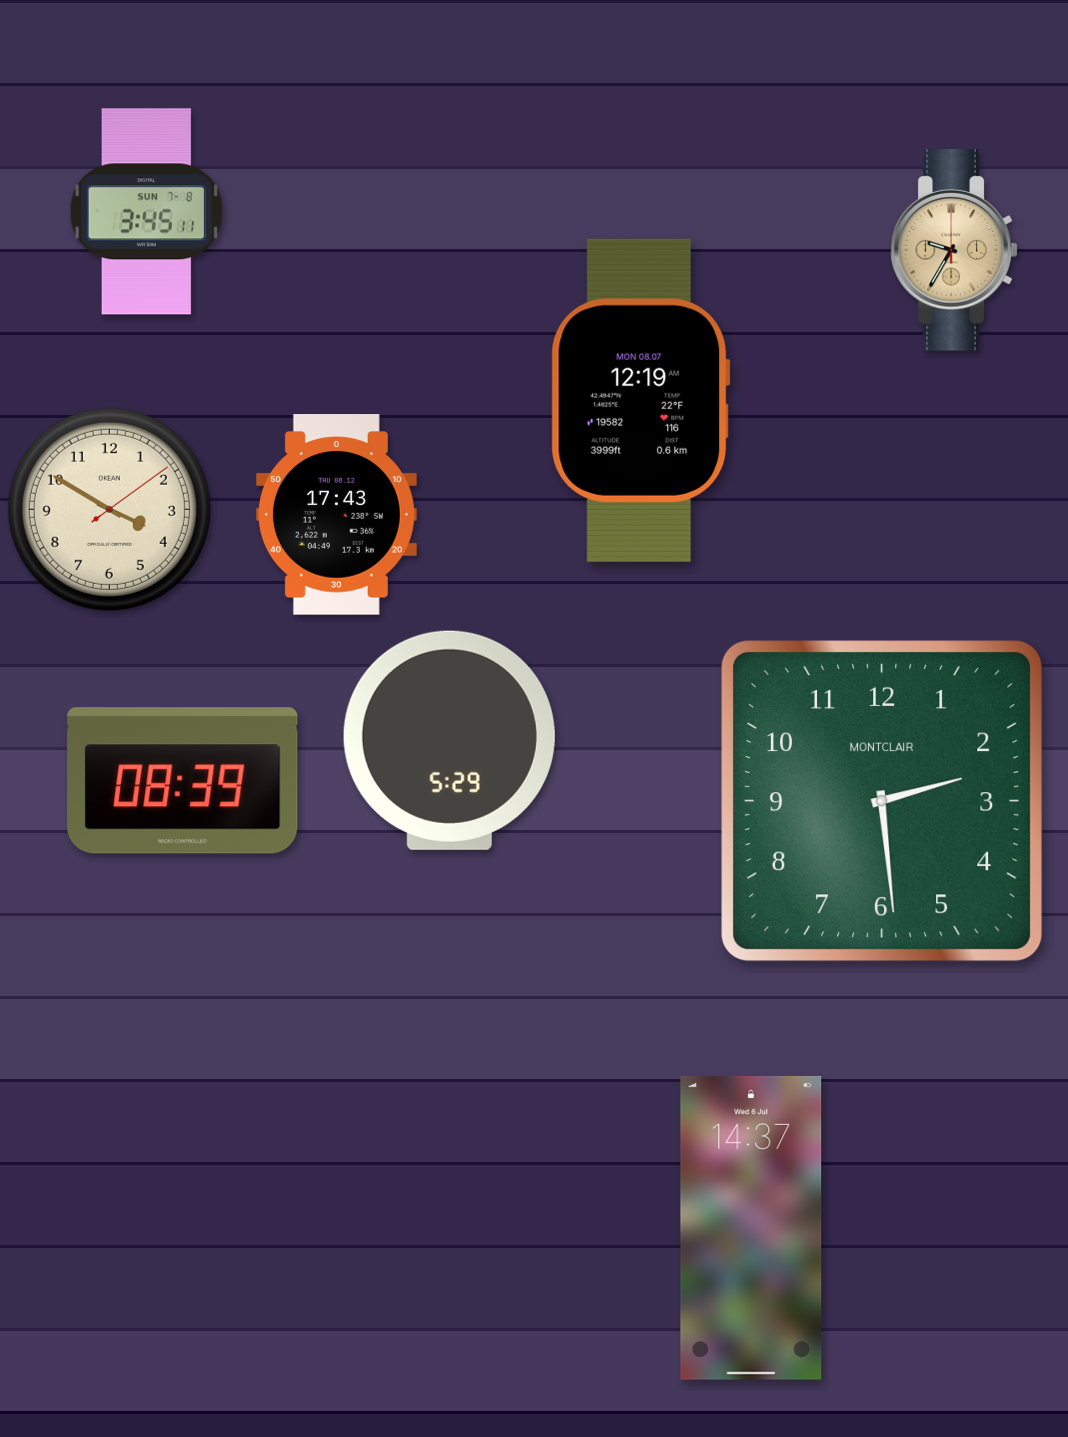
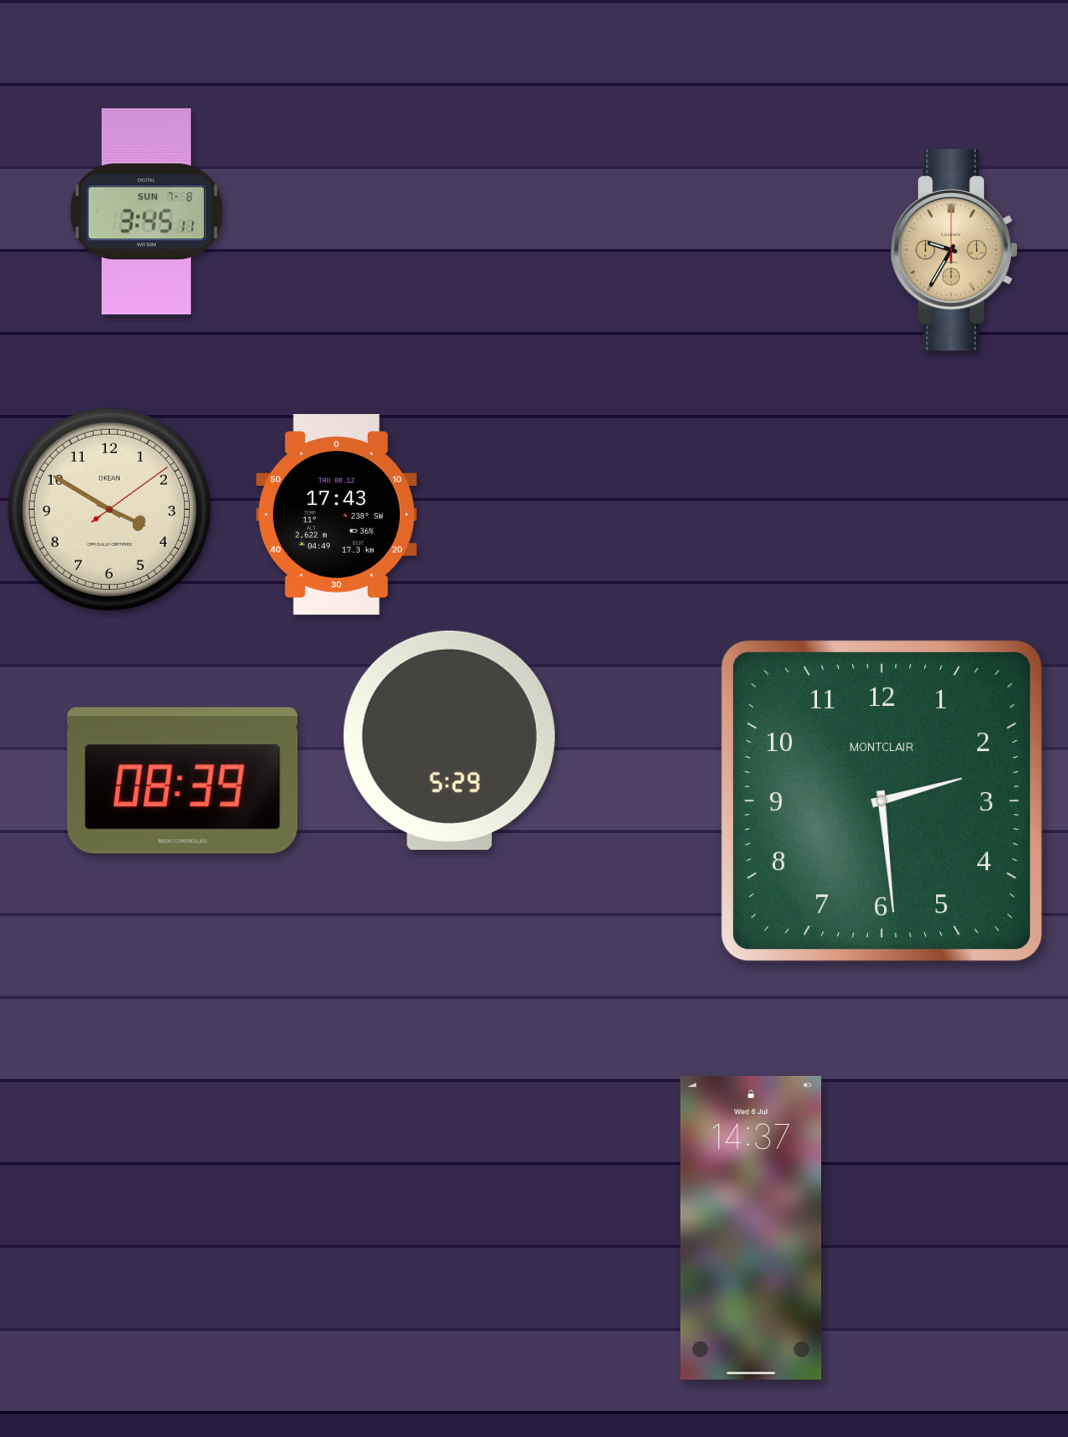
clock at (640, 400): 12:19 -> none
